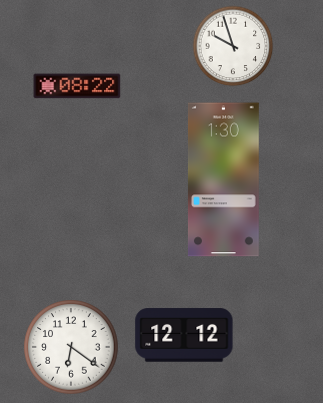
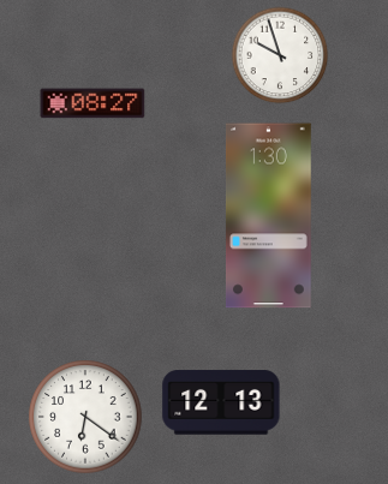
clock at (77, 86): 08:22 -> 08:27
clock at (184, 335): 12:12 -> 12:13
